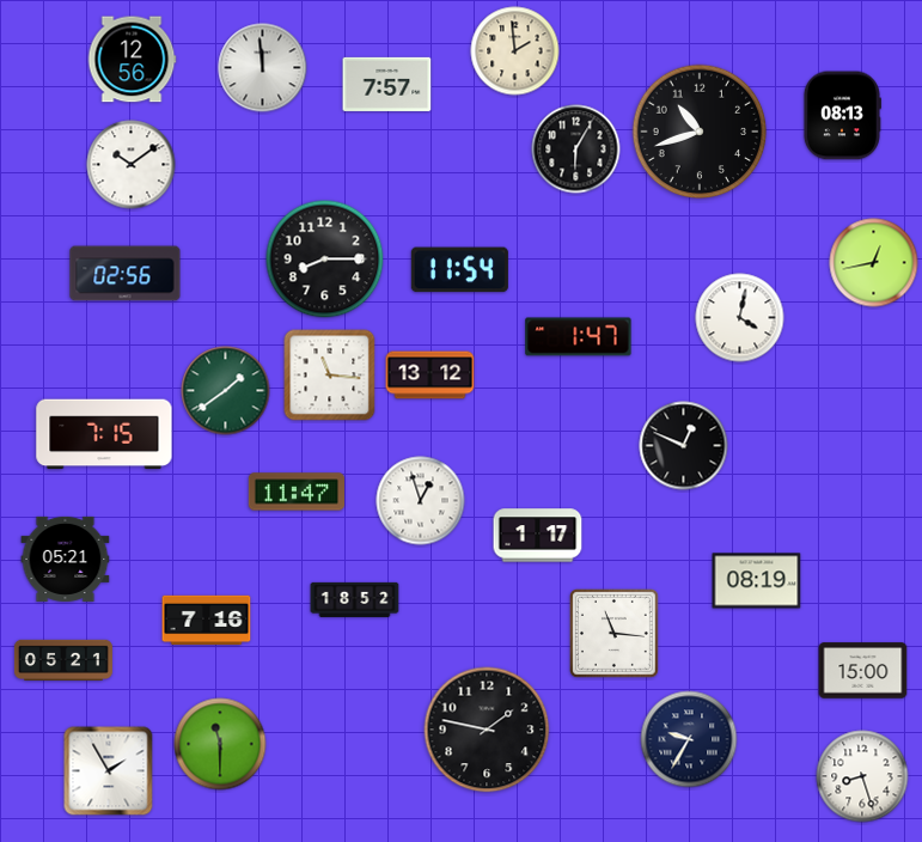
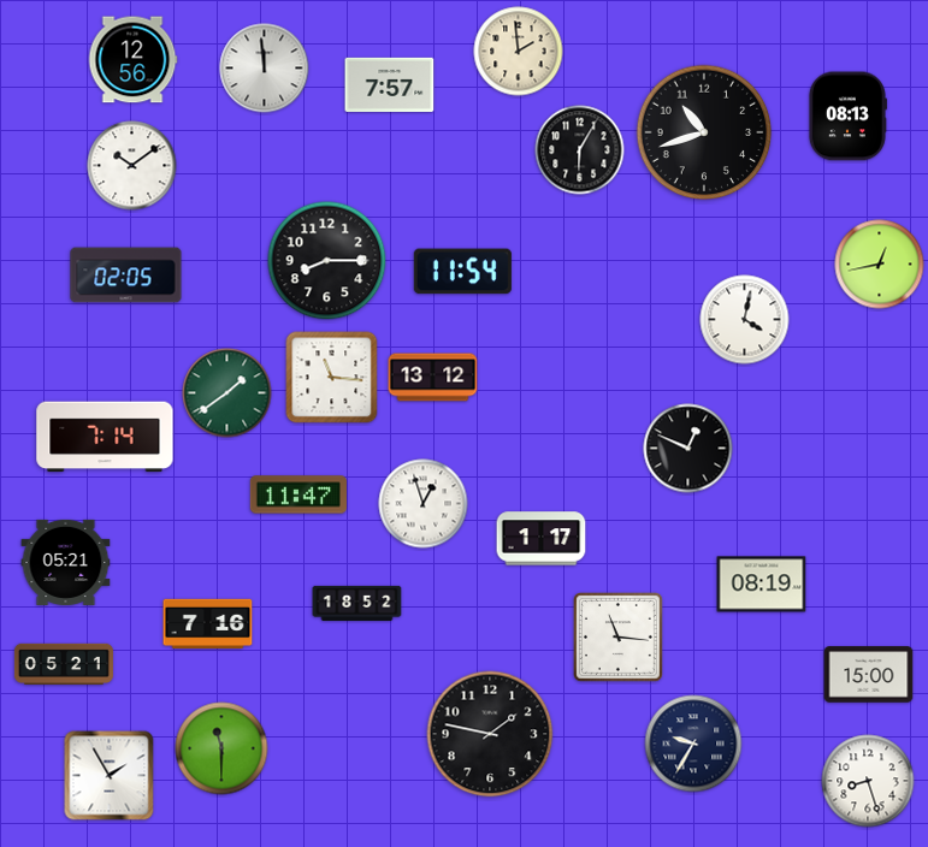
clock at (126, 274): 02:56 -> 02:05
clock at (579, 337): 1:47 -> none
clock at (104, 434): 7:15 -> 7:14
